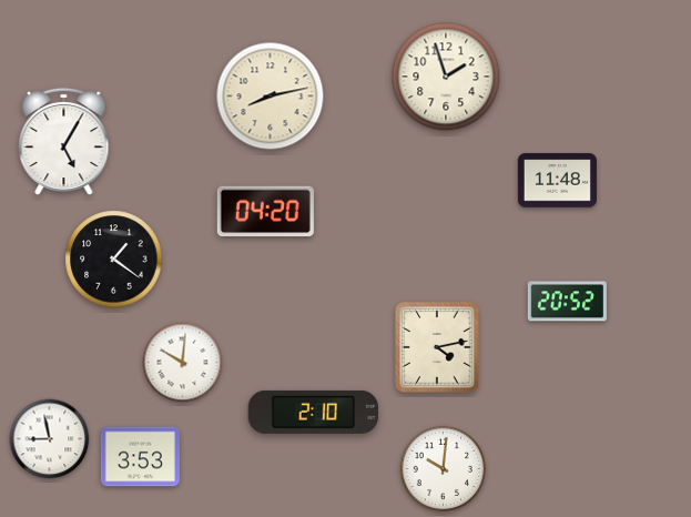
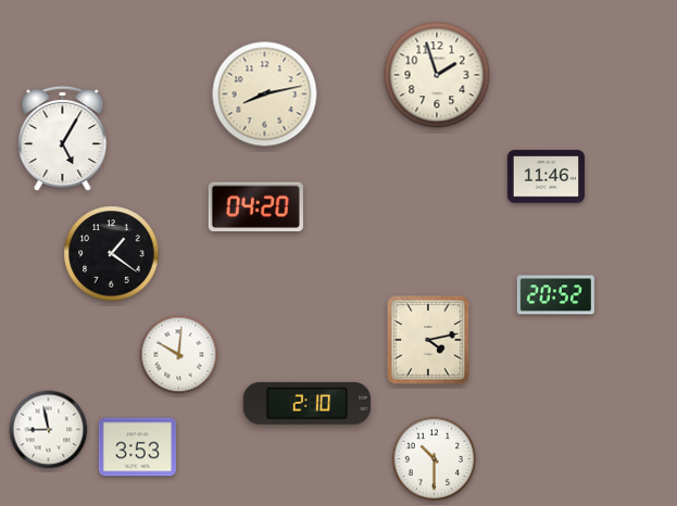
clock at (557, 181): 11:48 -> 11:46
clock at (265, 212) position: (265, 212) -> (255, 207)
clock at (443, 468): 10:01 -> 10:30
